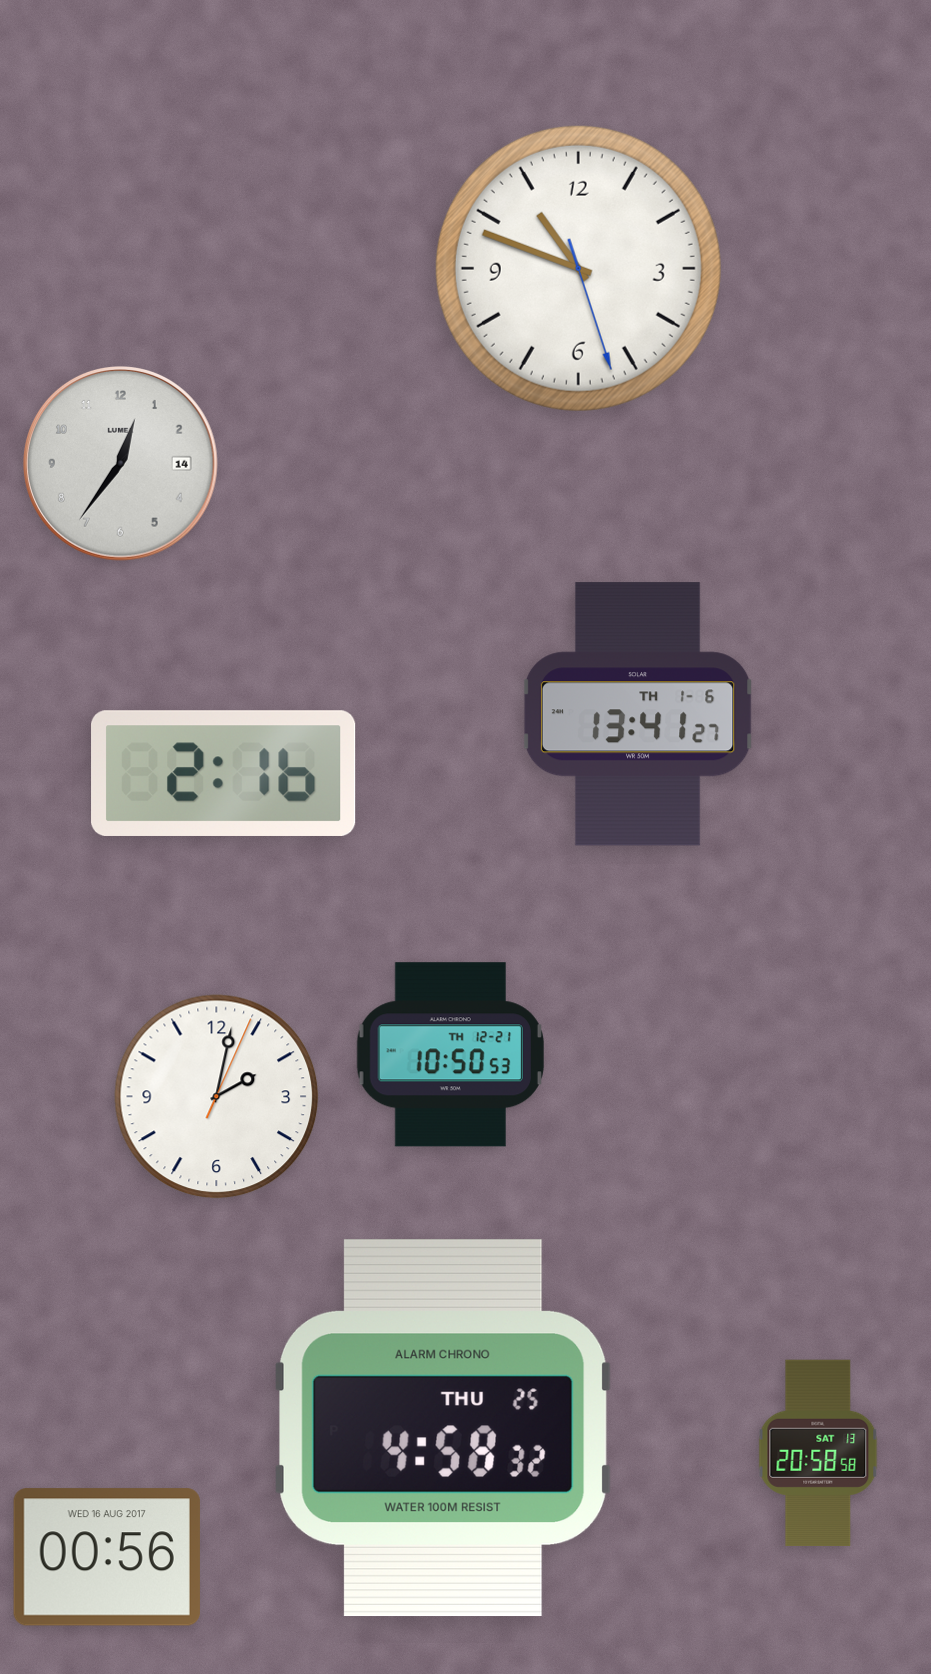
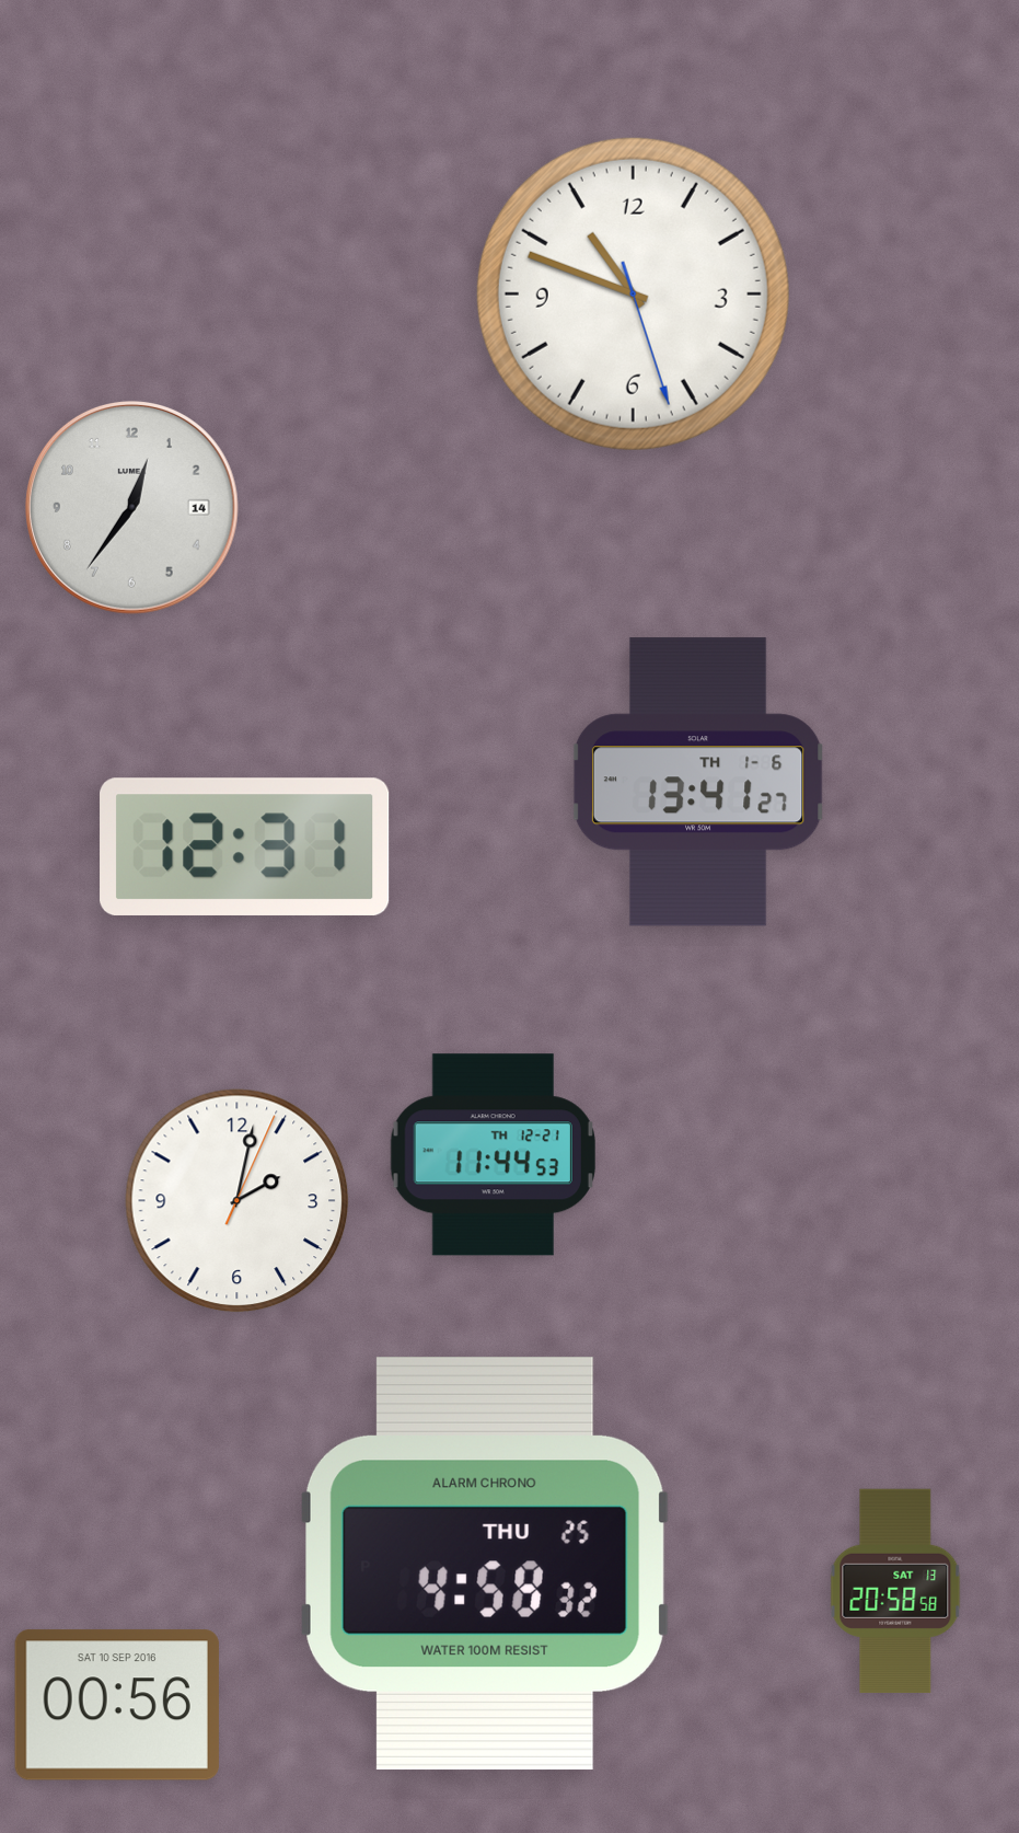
clock at (224, 773): 2:16 -> 12:31
clock at (450, 1055): 10:50 -> 11:44
clock at (107, 1557) date: WED 16 AUG 2017 -> SAT 10 SEP 2016
